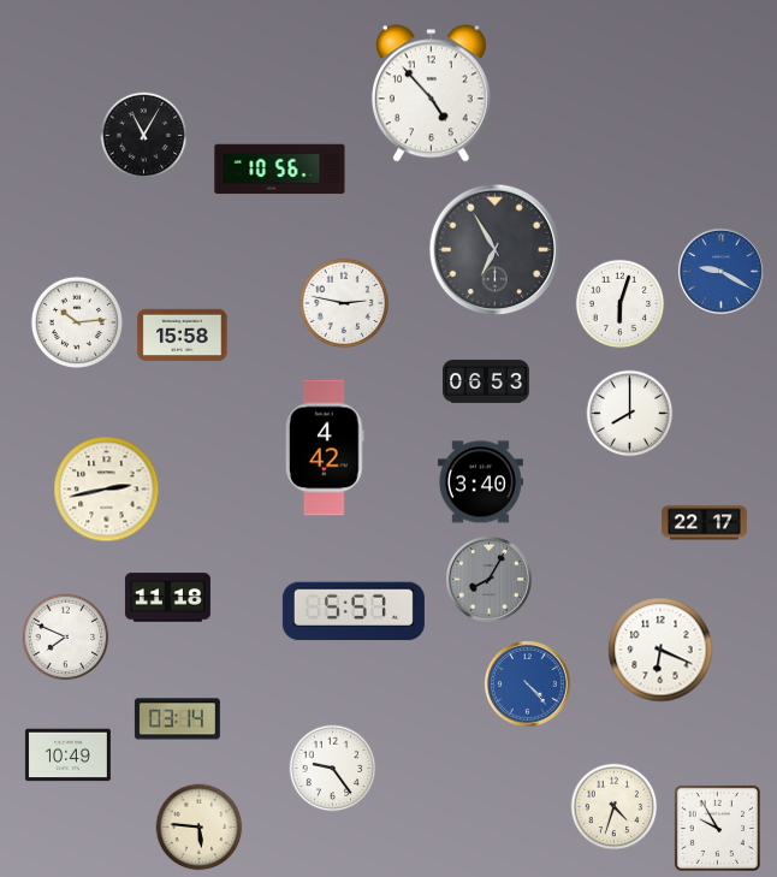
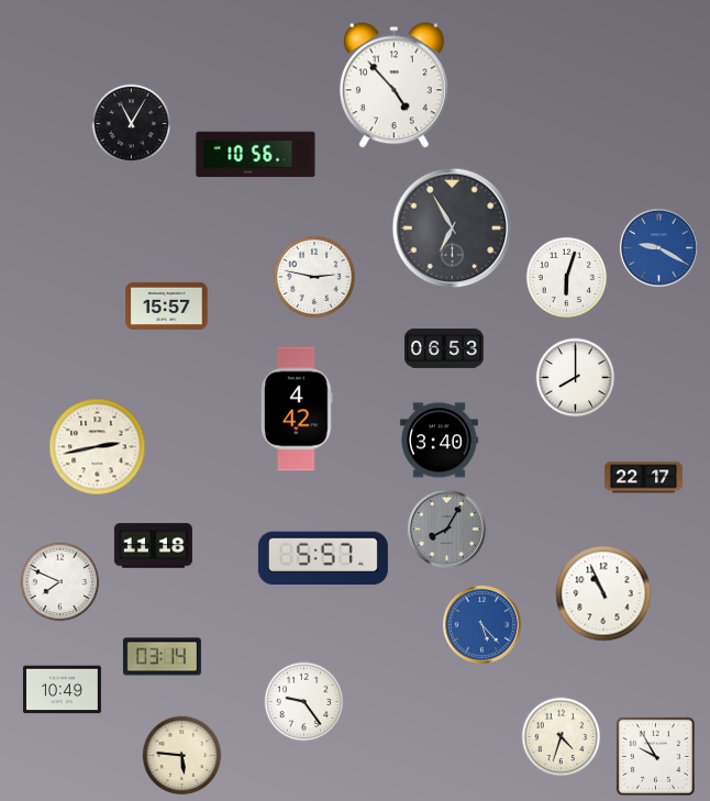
clock at (77, 322): 10:14 -> none
clock at (183, 336): 15:58 -> 15:57
clock at (660, 650): 6:19 -> 10:56
clock at (527, 683): 4:23 -> 5:23
